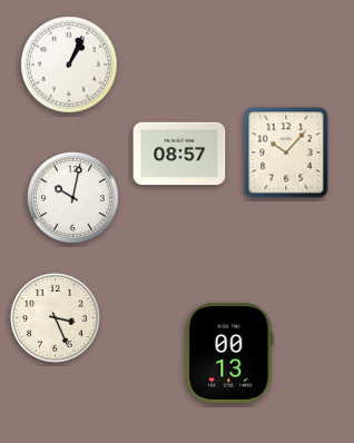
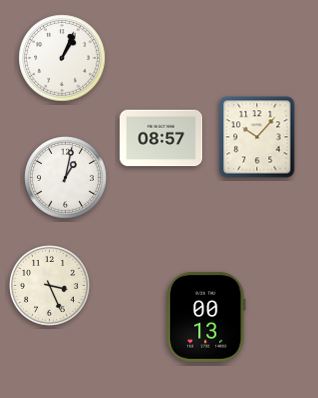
clock at (73, 198): 10:02 -> 1:02
